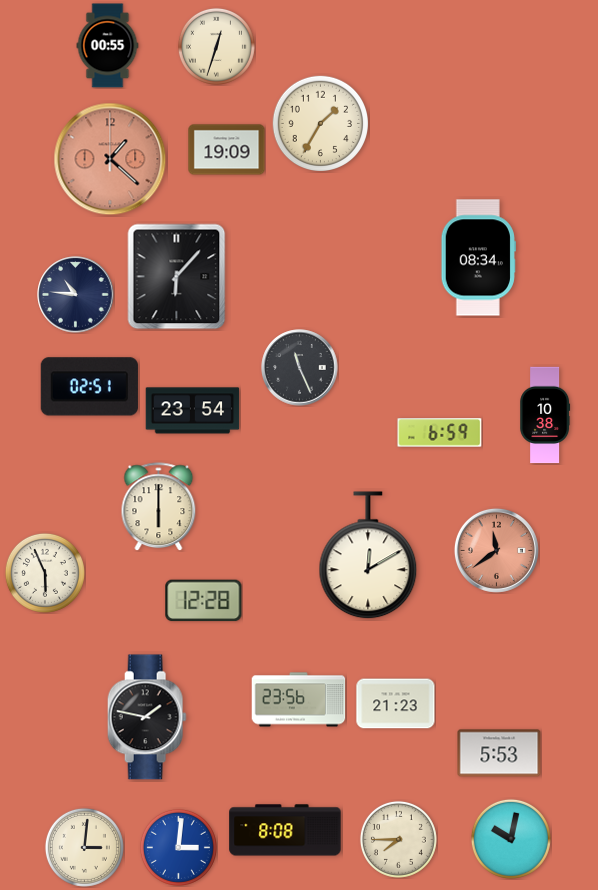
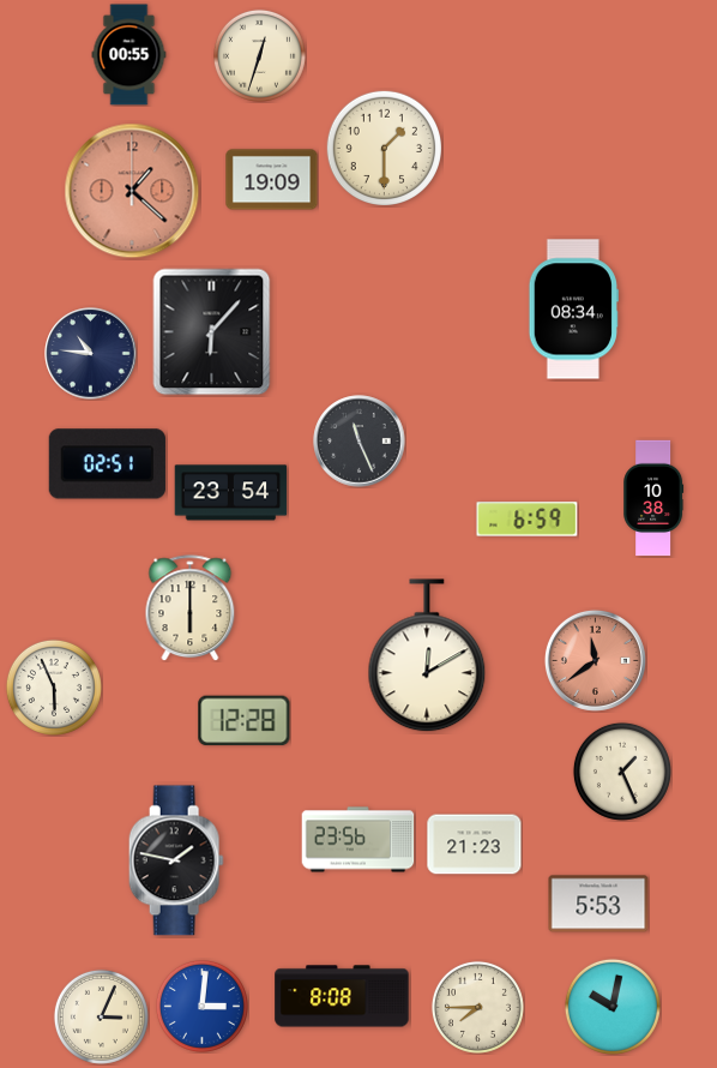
clock at (320, 123): 1:35 -> 1:30
clock at (368, 556) position: (368, 556) -> (427, 656)
clock at (622, 772): none -> 1:26
clock at (84, 847): 3:01 -> 3:04
clock at (178, 847) position: (178, 847) -> (201, 1006)
